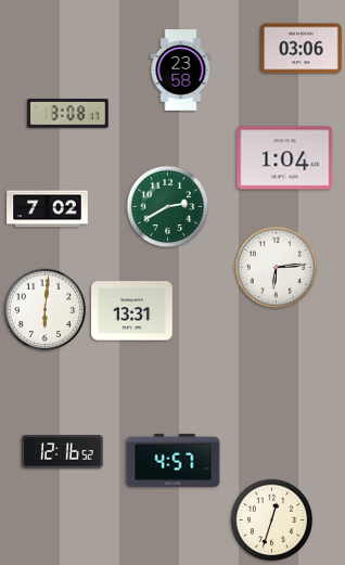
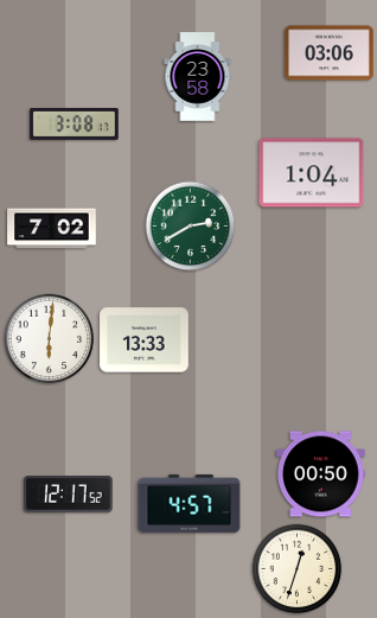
clock at (168, 207) position: (168, 207) -> (191, 227)
clock at (277, 268): 6:14 -> none
clock at (132, 311): 13:31 -> 13:33
clock at (321, 474): none -> 00:50
clock at (63, 452): 12:16 -> 12:17
